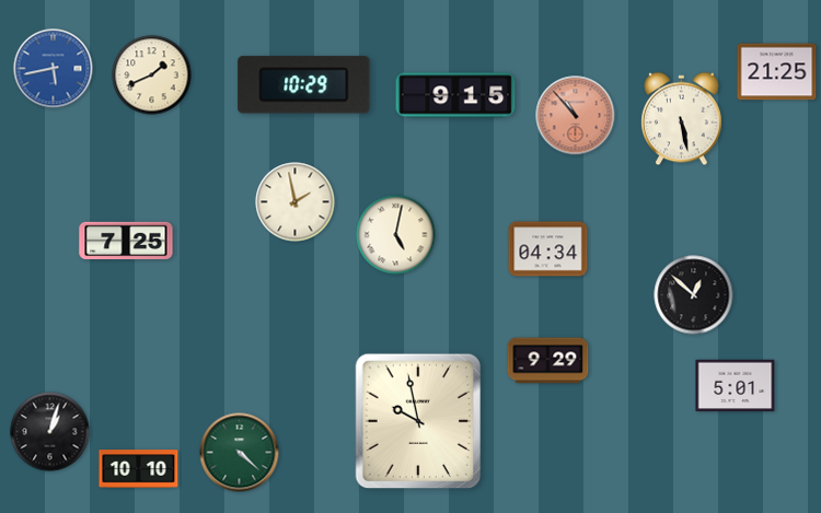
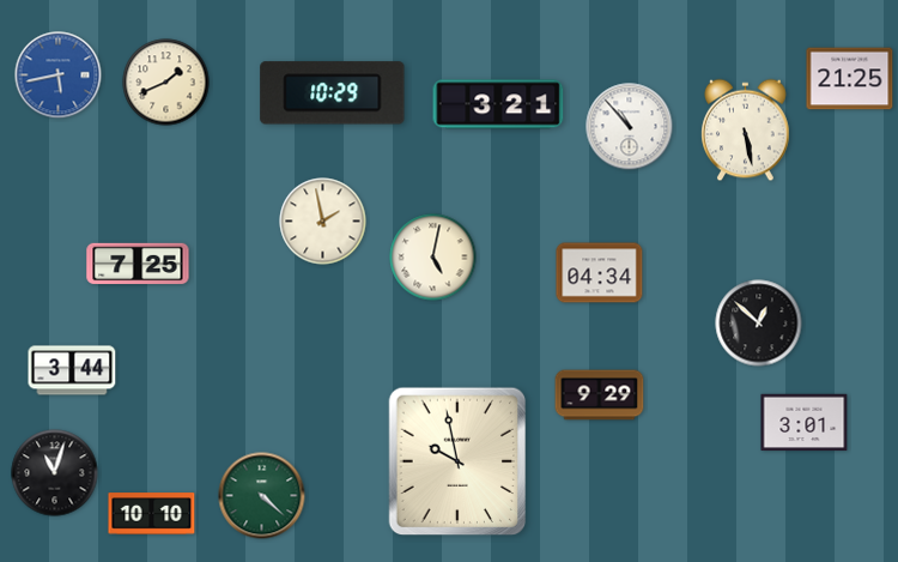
clock at (455, 95): 9:15 -> 3:21
clock at (576, 116) dial: salmon -> white
clock at (72, 370): none -> 3:44
clock at (736, 386): 5:01 -> 3:01
clock at (50, 432): 1:03 -> 11:03
